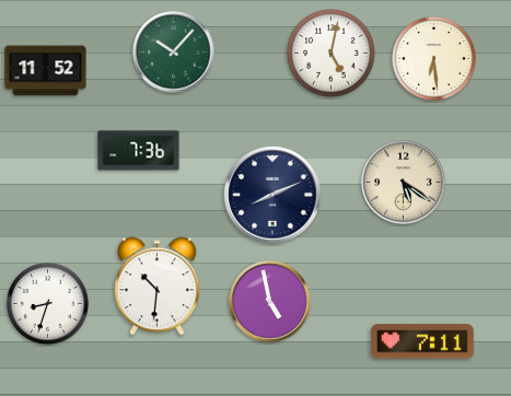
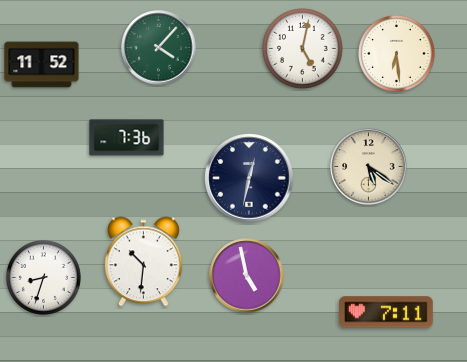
clock at (174, 53): 10:07 -> 4:07
clock at (272, 195): 8:11 -> 12:32
